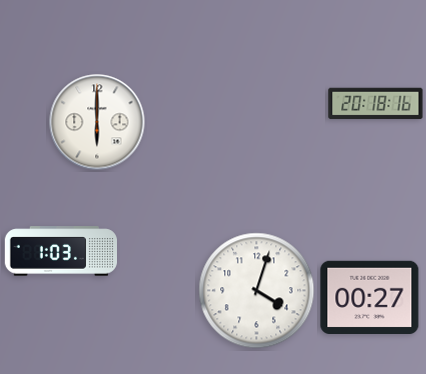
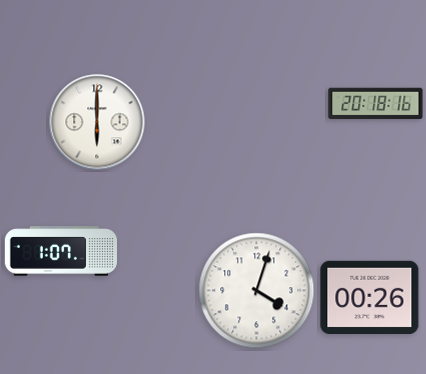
clock at (60, 251): 1:03 -> 1:07
clock at (370, 297): 00:27 -> 00:26
